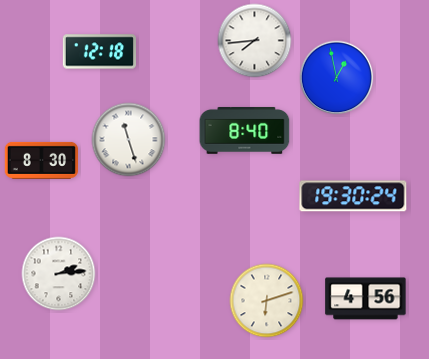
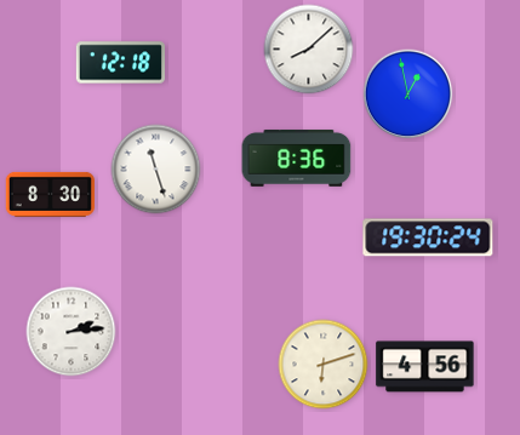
clock at (255, 41): 7:44 -> 8:08
clock at (245, 130): 8:40 -> 8:36
clock at (366, 299) position: (366, 299) -> (425, 367)
